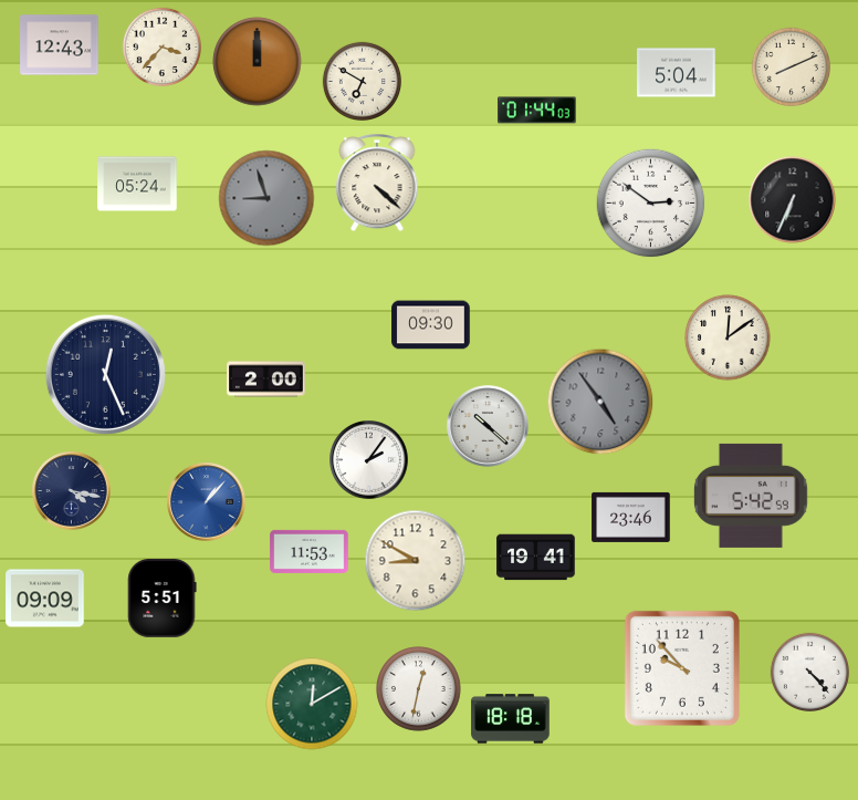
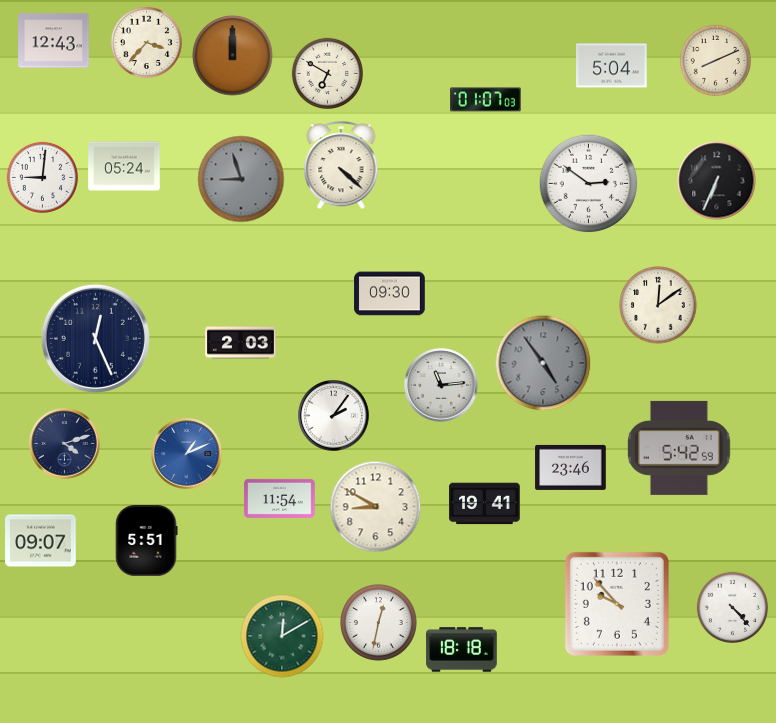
clock at (537, 111): 01:44 -> 01:07
clock at (42, 177): none -> 9:01
clock at (266, 380): 2:00 -> 2:03
clock at (488, 426): 10:22 -> 11:14
clock at (72, 491): 4:17 -> 4:12
clock at (207, 502): 1:07 -> 1:11
clock at (310, 551): 11:53 -> 11:54
clock at (45, 599): 09:09 -> 09:07
